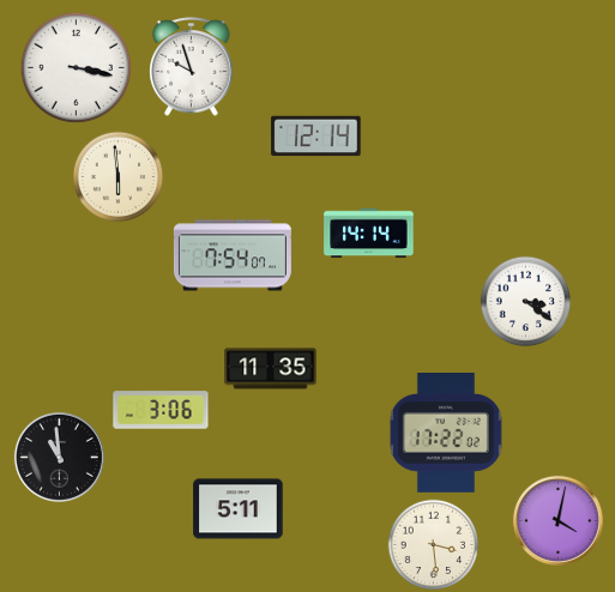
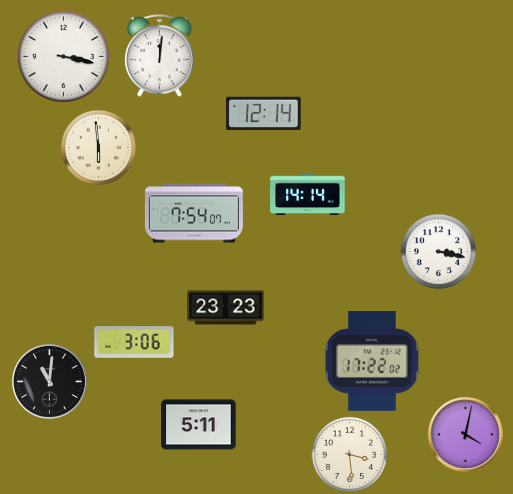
clock at (192, 67): 9:57 -> 12:01
clock at (526, 302): 3:21 -> 3:17
clock at (271, 369): 11:35 -> 23:23
clock at (59, 457): 10:59 -> 11:01
clock at (434, 545) position: (434, 545) -> (350, 455)
